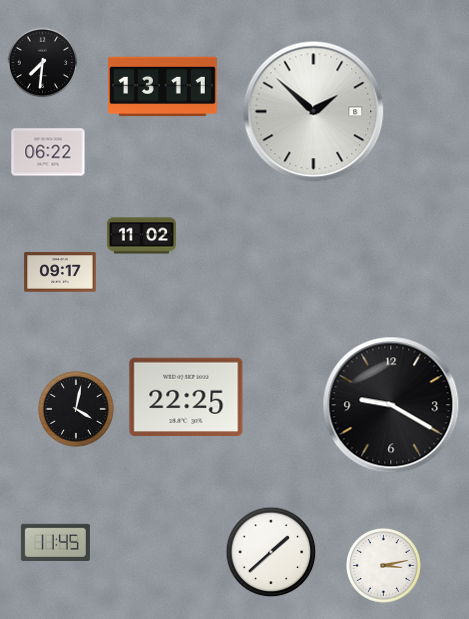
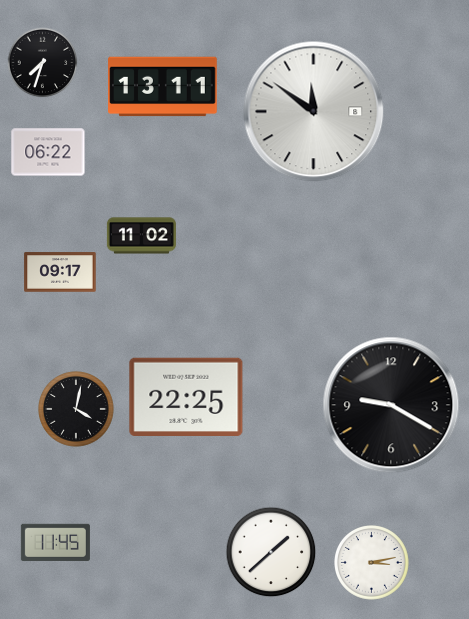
clock at (43, 63): 7:31 -> 7:33
clock at (314, 112): 1:52 -> 11:51
clock at (384, 566) position: (384, 566) -> (372, 563)
